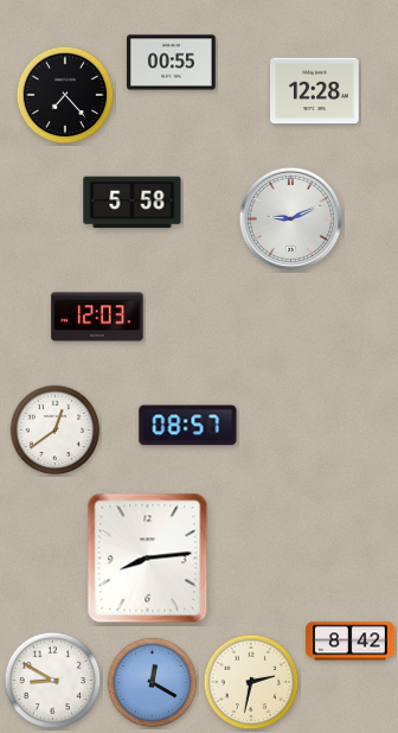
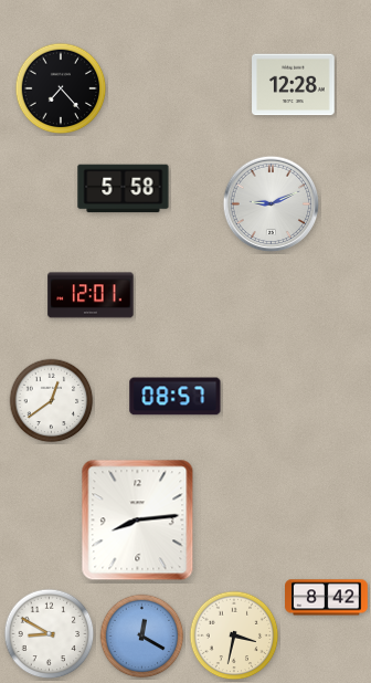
clock at (172, 63): 00:55 -> none
clock at (97, 317): 12:03 -> 12:01
clock at (251, 682): 2:32 -> 3:32
